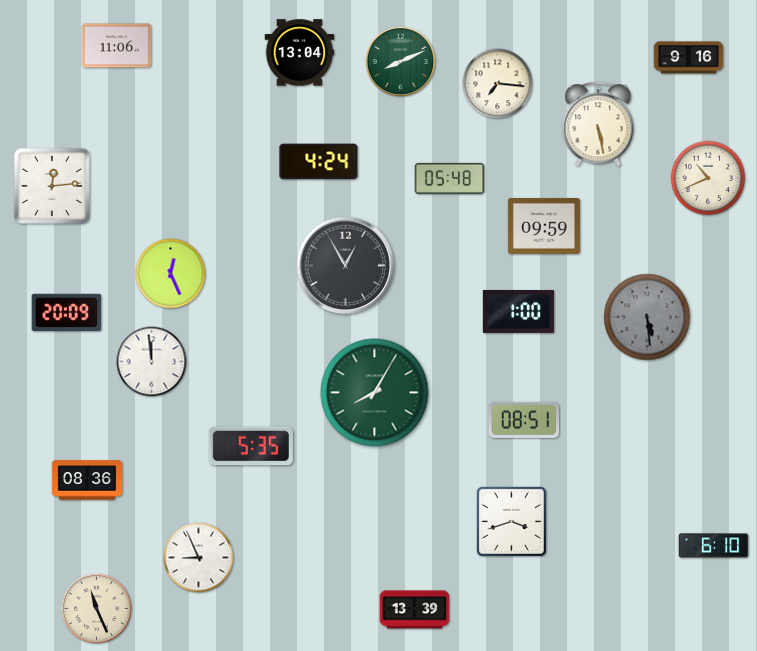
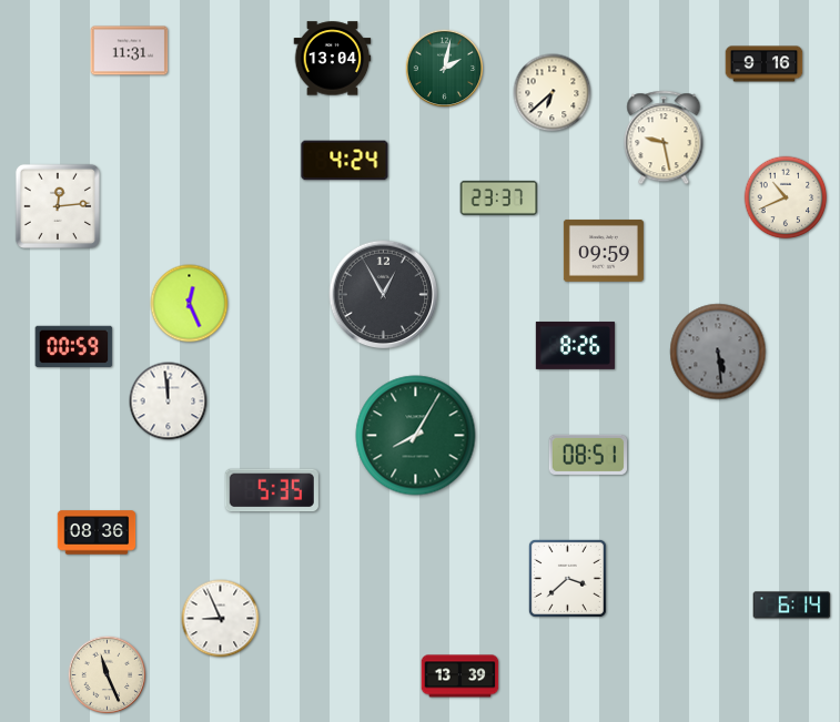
clock at (117, 46): 11:06 -> 11:31
clock at (401, 62): 8:11 -> 2:02
clock at (498, 84): 7:16 -> 6:38
clock at (598, 124): 5:28 -> 9:28
clock at (319, 162) position: (319, 162) -> (345, 161)
clock at (450, 178): 05:48 -> 23:37
clock at (518, 311): 1:00 -> 8:26
clock at (67, 313): 20:09 -> 00:59
clock at (524, 420) position: (524, 420) -> (588, 455)
clock at (251, 446) position: (251, 446) -> (272, 490)
clock at (511, 521): 3:42 -> 3:38
clock at (714, 546): 6:10 -> 6:14
